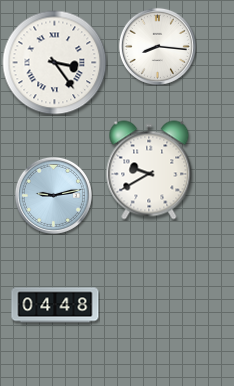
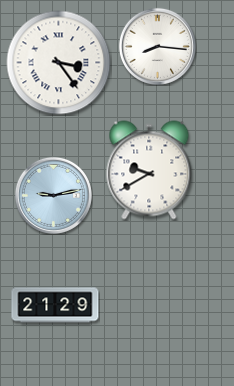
clock at (55, 63) position: (55, 63) -> (59, 63)
clock at (55, 305): 04:48 -> 21:29
